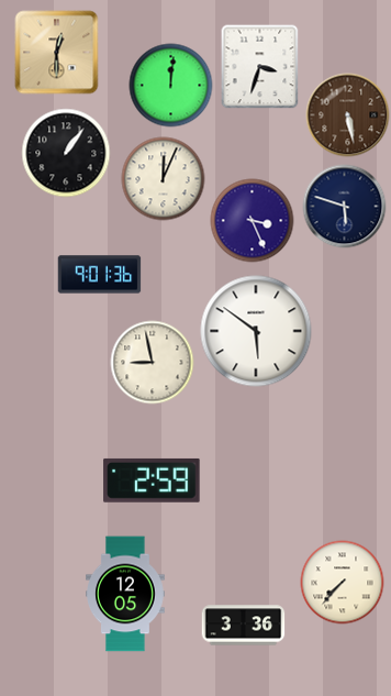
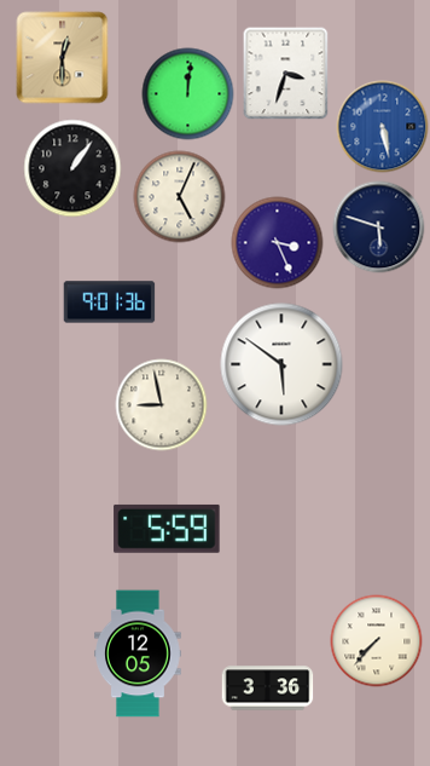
clock at (348, 115) dial: brown -> blue
clock at (164, 179): 12:04 -> 5:04
clock at (153, 363) position: (153, 363) -> (162, 405)
clock at (152, 480): 2:59 -> 5:59
